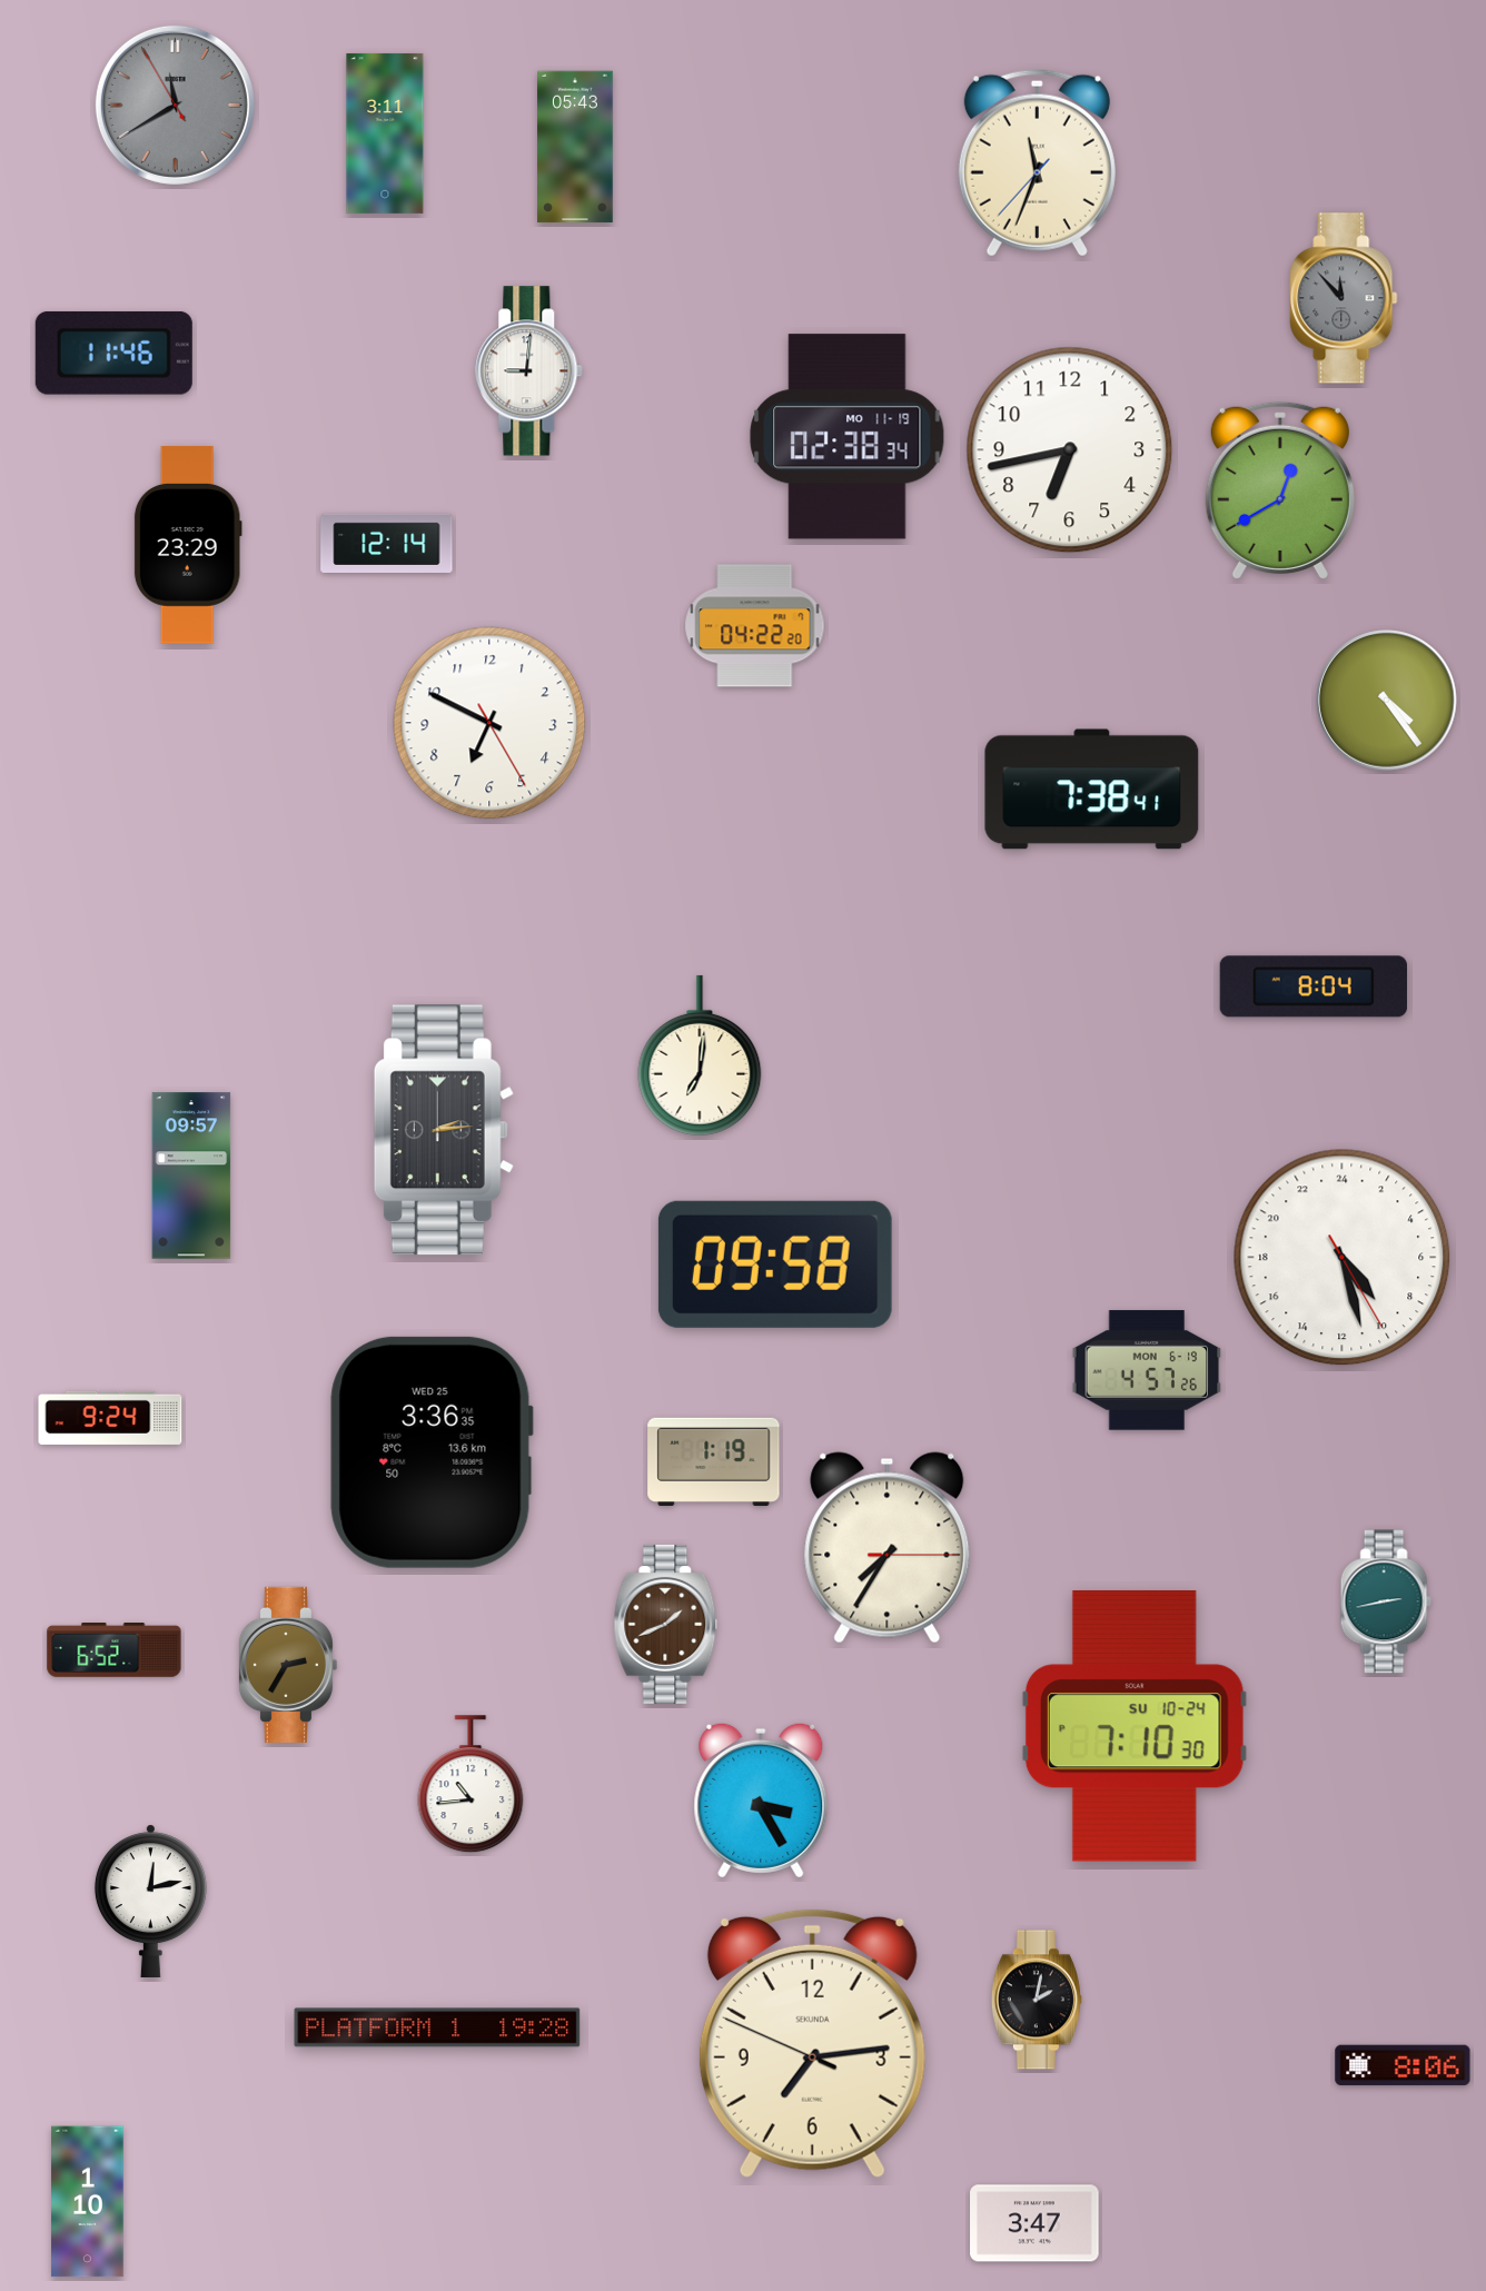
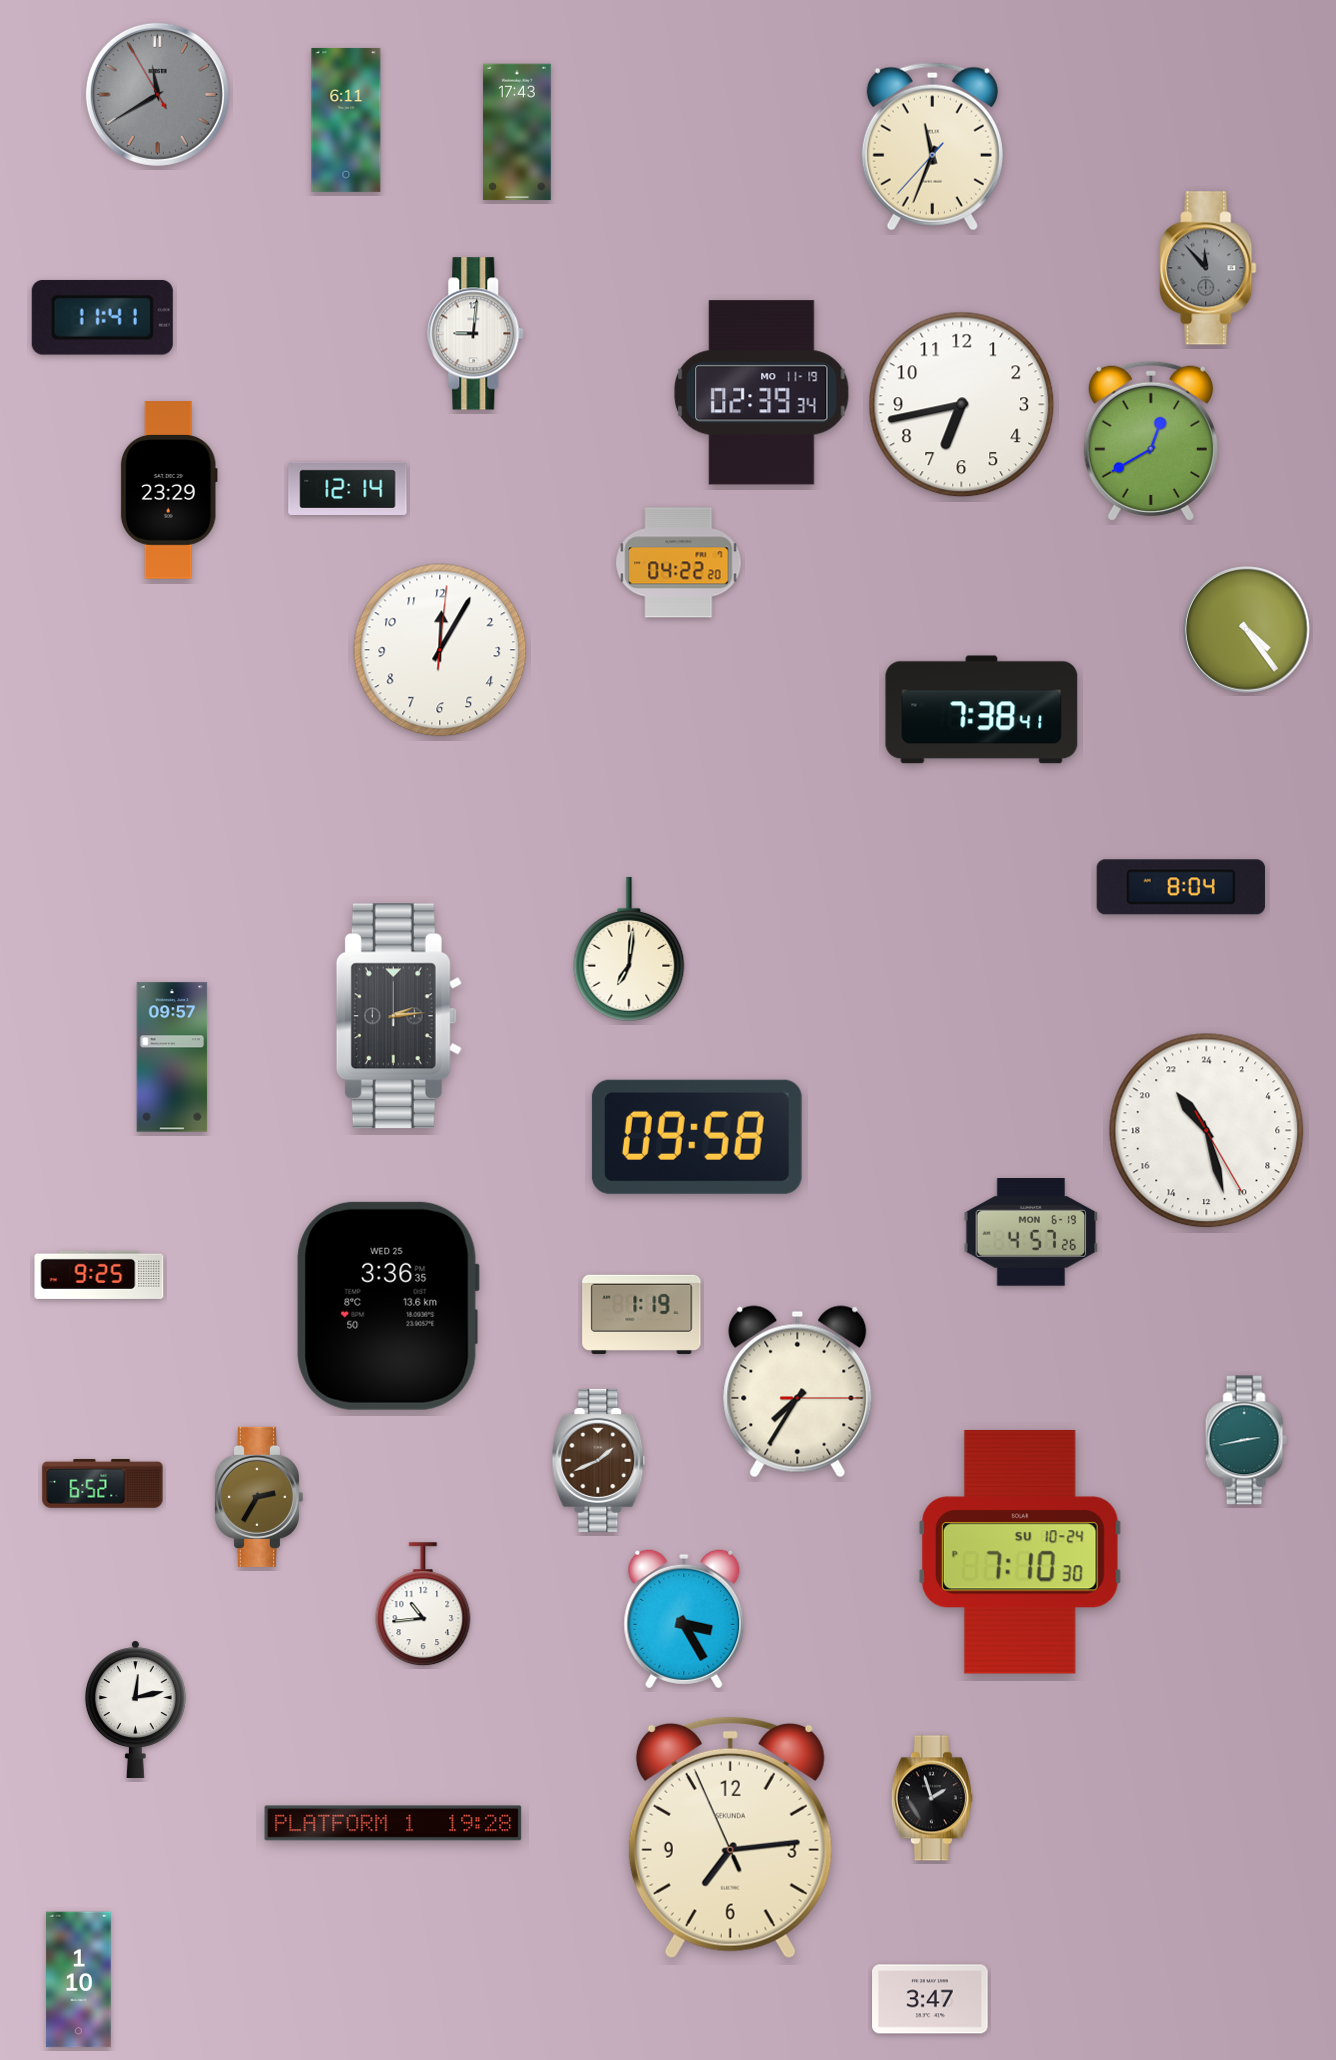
clock at (385, 133): 3:11 -> 6:11
clock at (575, 147): 05:43 -> 17:43
clock at (113, 353): 11:46 -> 11:41
clock at (848, 437): 02:38 -> 02:39
clock at (489, 723): 6:49 -> 12:05
clock at (1343, 1258): 9:27 -> 21:27
clock at (110, 1418): 9:24 -> 9:25
clock at (1037, 2000): 2:02 -> 1:57
clock at (812, 2043): 7:13:49 -> 7:13:56
clock at (1403, 2065): 8:06 -> none
